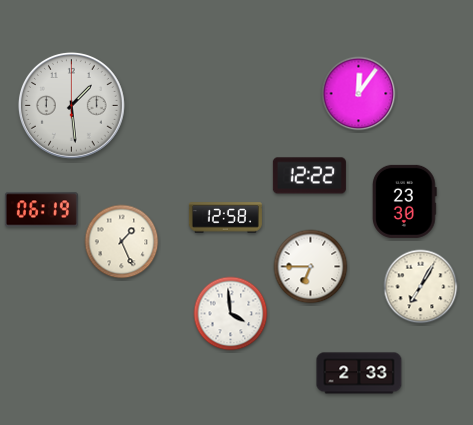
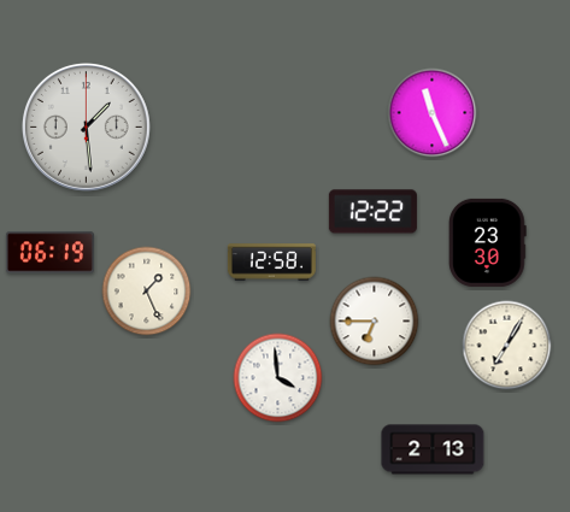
clock at (359, 94): 12:06 -> 11:26
clock at (359, 373): 2:33 -> 2:13
